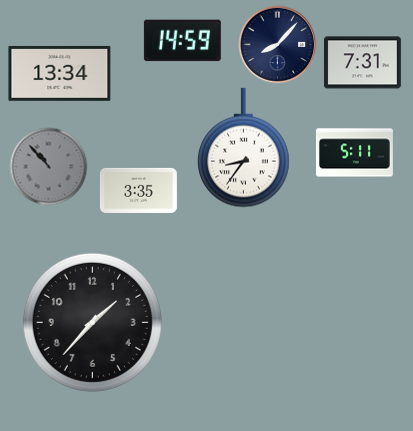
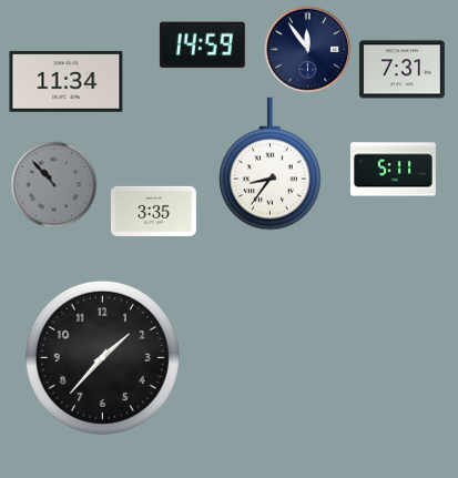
clock at (277, 44): 8:07 -> 11:54
clock at (60, 73): 13:34 -> 11:34
